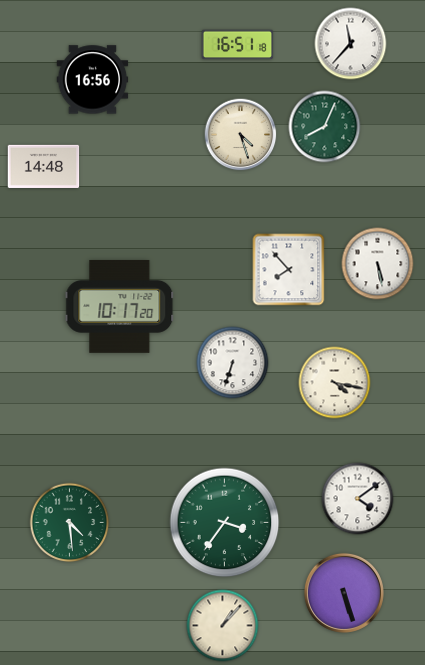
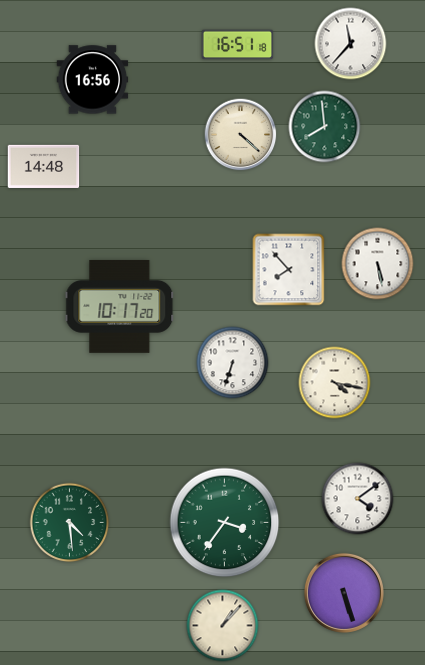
clock at (325, 127): 8:04 -> 7:59
clock at (241, 135): 4:27 -> 4:22
